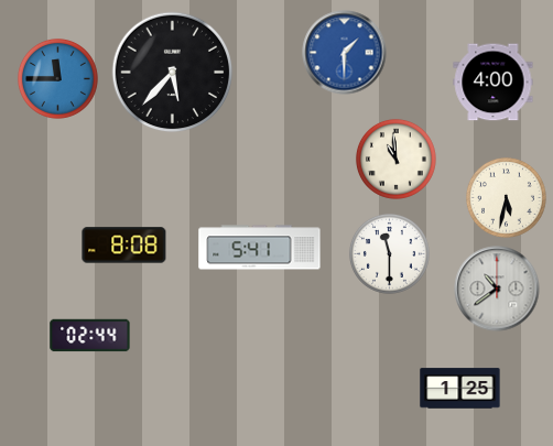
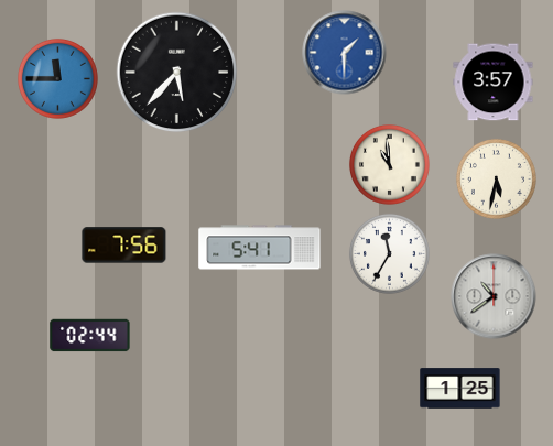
clock at (173, 73) position: (173, 73) -> (177, 73)
clock at (494, 83): 4:00 -> 3:57
clock at (395, 159) position: (395, 159) -> (389, 164)
clock at (506, 197) position: (506, 197) -> (496, 178)
clock at (124, 246): 8:08 -> 7:56
clock at (389, 253): 11:30 -> 11:35
clock at (497, 289) position: (497, 289) -> (494, 296)
